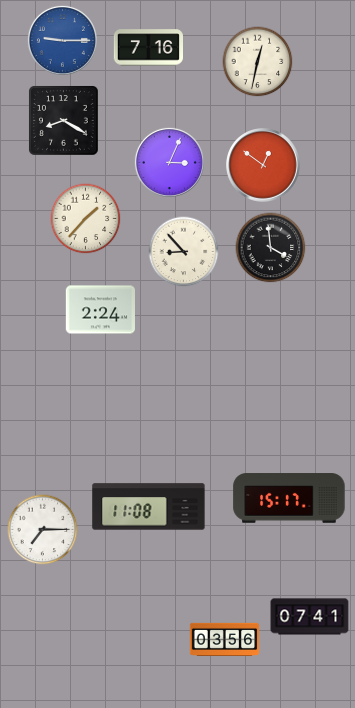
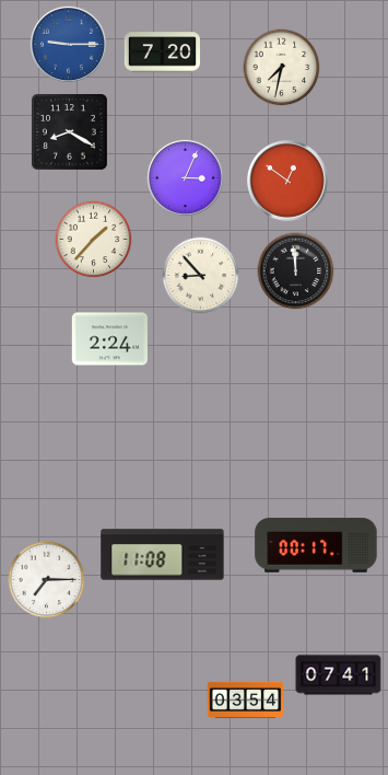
clock at (148, 48): 7:16 -> 7:20
clock at (258, 62): 12:32 -> 7:32
clock at (271, 248): 3:59 -> 11:59
clock at (289, 498): 15:17 -> 00:17
clock at (225, 639): 03:56 -> 03:54
